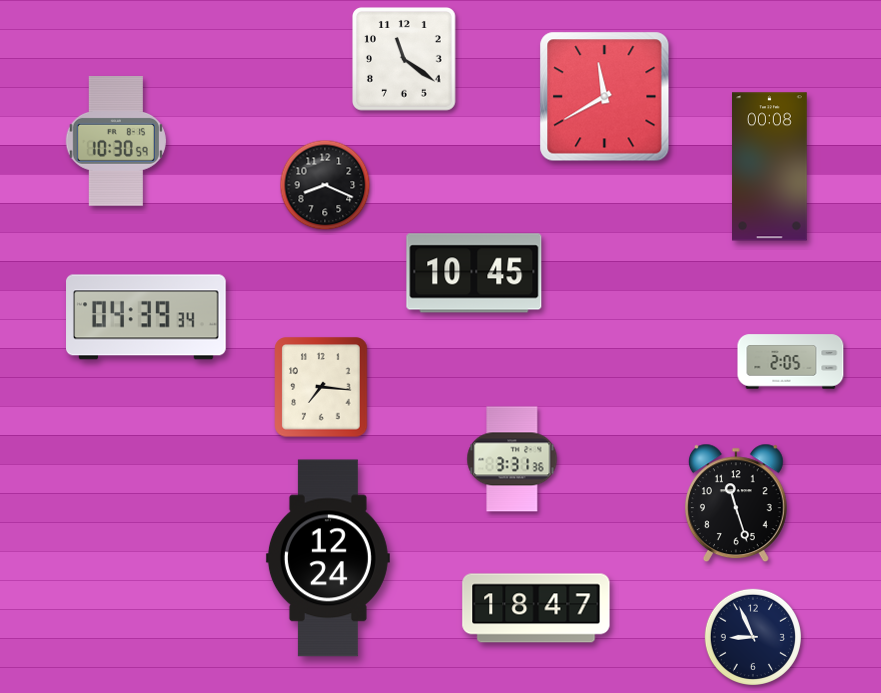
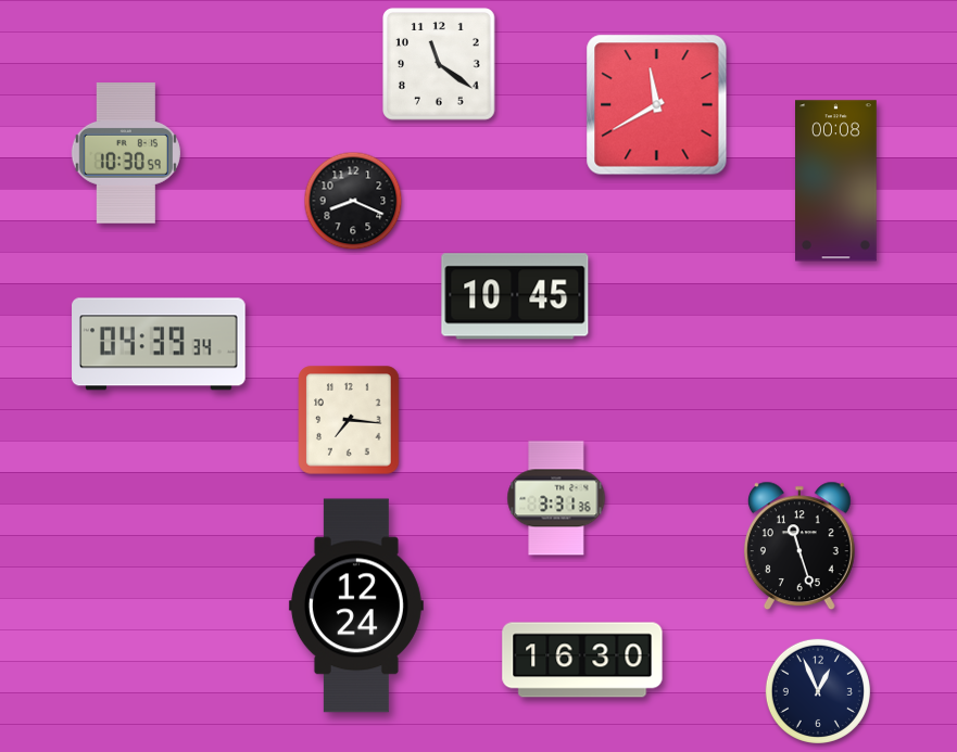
clock at (791, 362): 2:05 -> none
clock at (536, 608): 18:47 -> 16:30
clock at (753, 637): 8:56 -> 12:56
